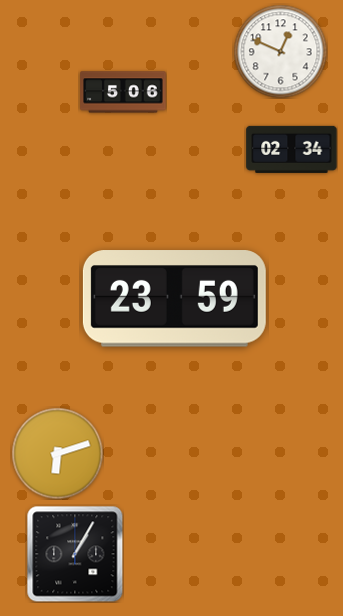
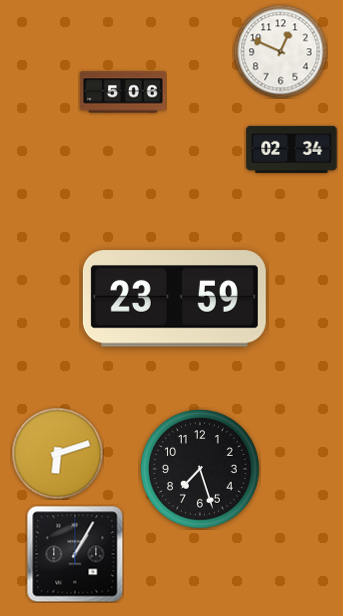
clock at (201, 470): none -> 7:27
